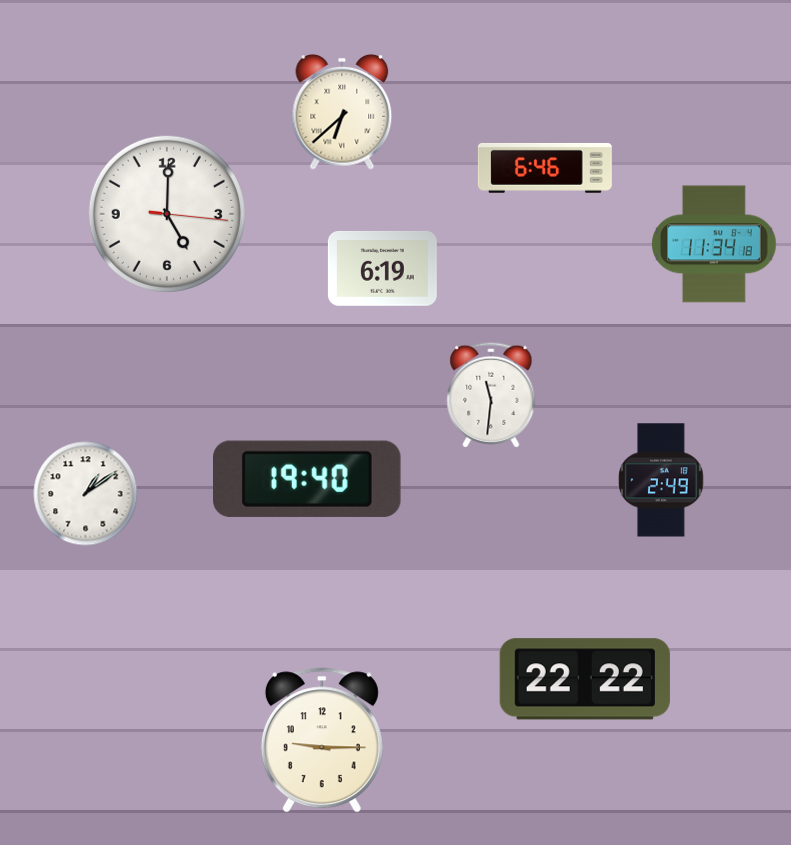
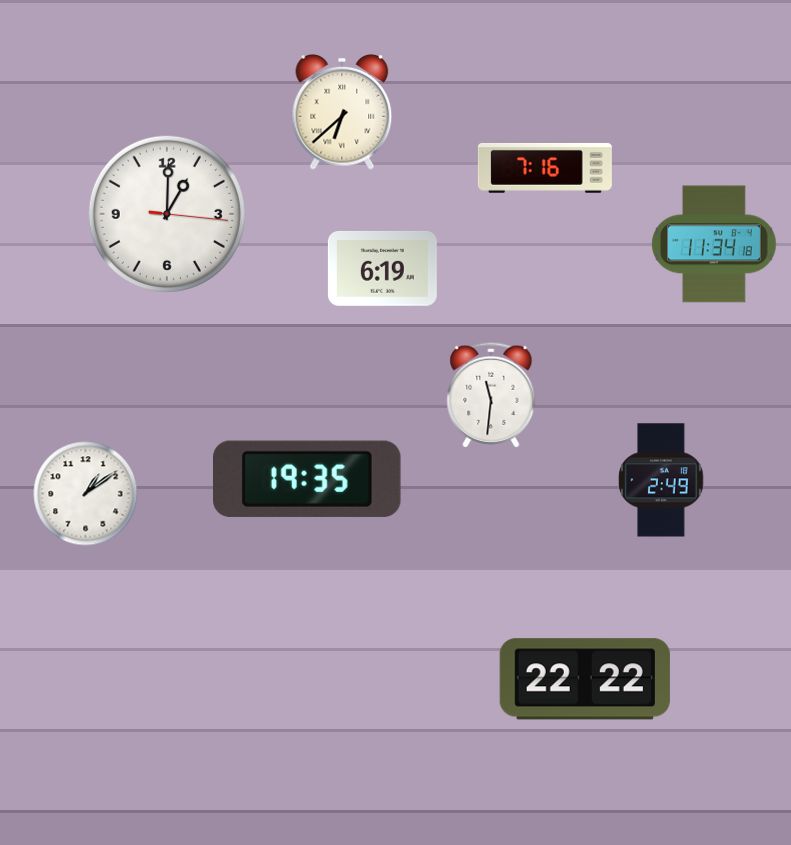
clock at (545, 168): 6:46 -> 7:16
clock at (167, 214): 5:00 -> 1:00
clock at (308, 479): 19:40 -> 19:35
clock at (322, 740): 9:15 -> none
